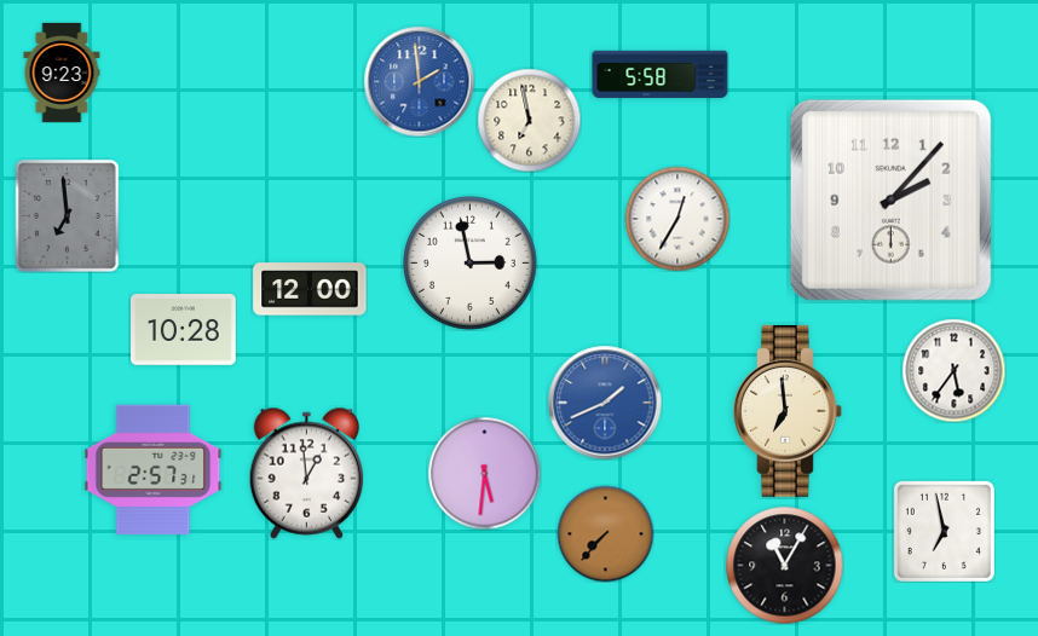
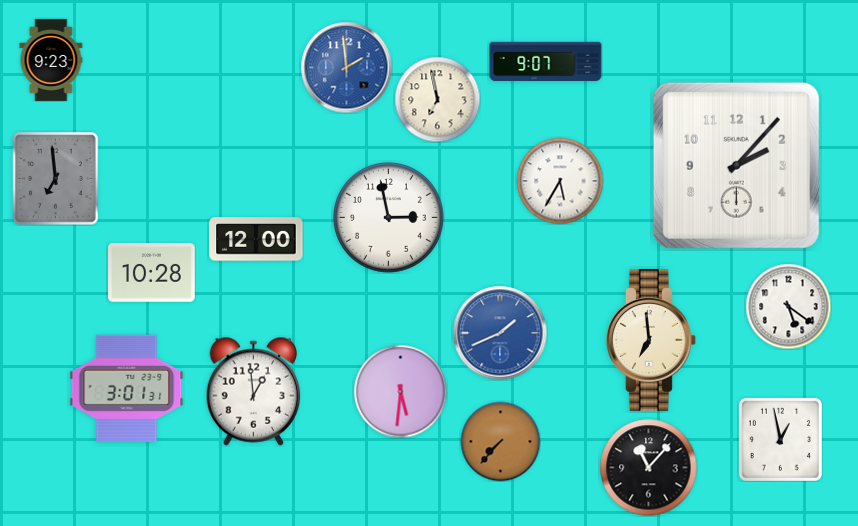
clock at (661, 75): 5:58 -> 9:07
clock at (677, 219): 12:35 -> 5:35
clock at (953, 370): 5:36 -> 5:21
clock at (154, 469): 2:57 -> 3:01
clock at (944, 531): 6:58 -> 12:58
clock at (784, 565): 11:05 -> 11:07
